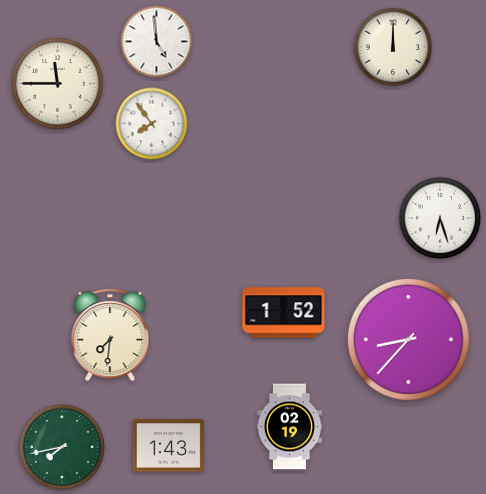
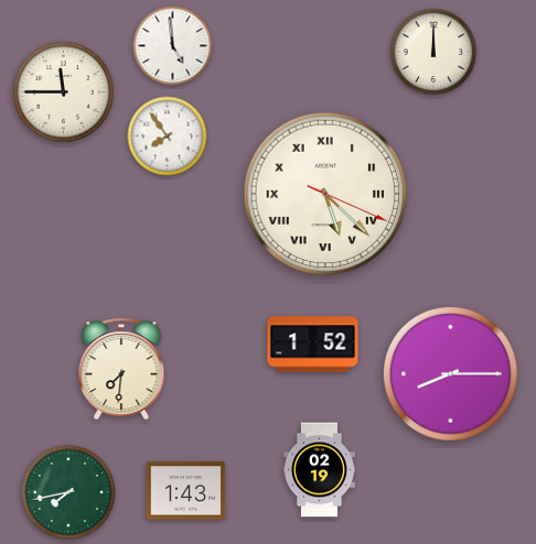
clock at (325, 194): none -> 5:22
clock at (440, 218): 6:27 -> none
clock at (408, 339): 8:37 -> 8:15
